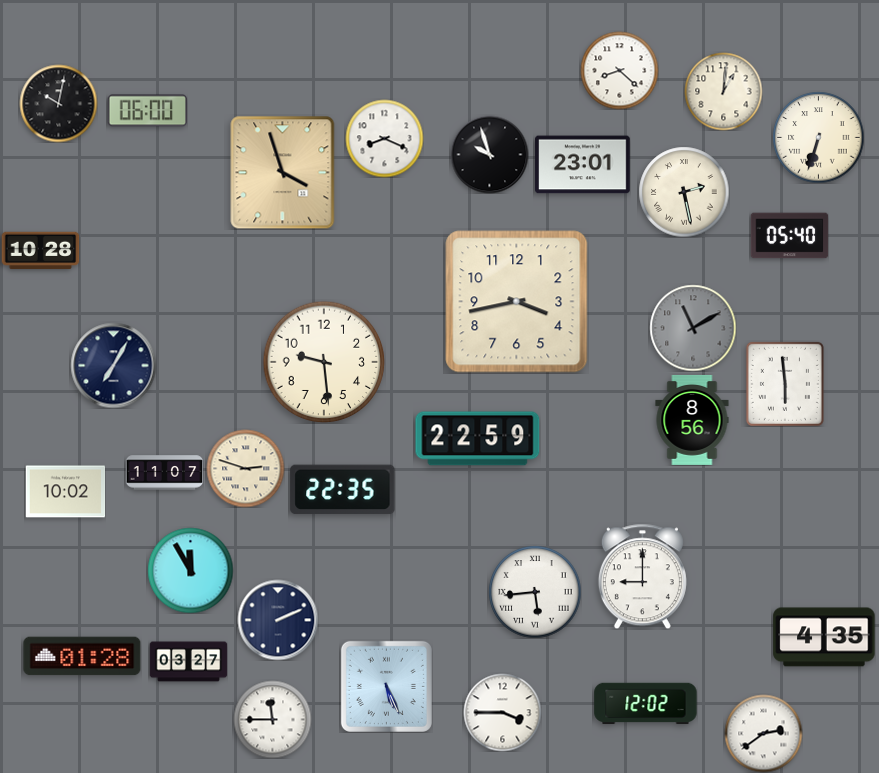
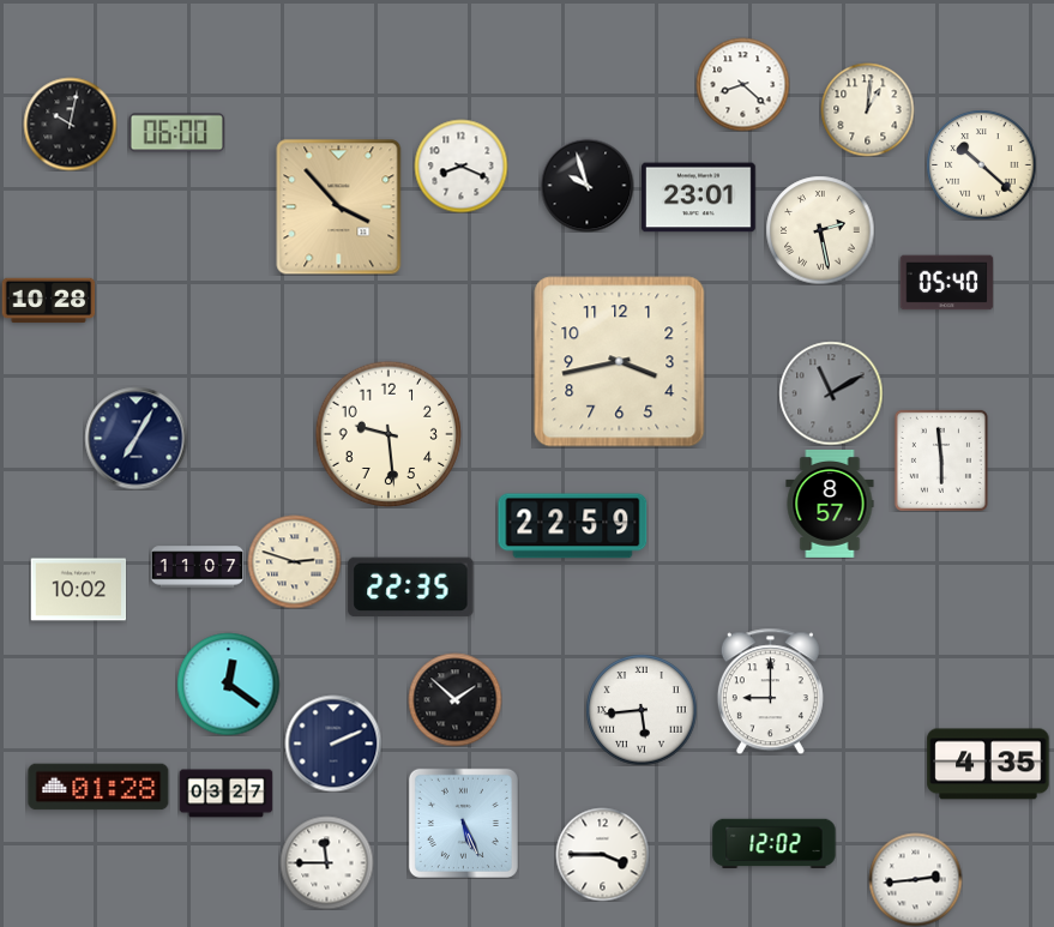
clock at (818, 137): 6:33 -> 10:22
clock at (283, 172): 3:57 -> 3:53
clock at (692, 420): 8:56 -> 8:57
clock at (190, 570): 11:55 -> 12:21
clock at (454, 699): none -> 1:52
clock at (763, 733): 2:39 -> 2:44
